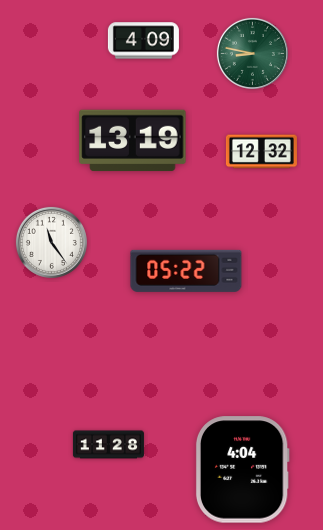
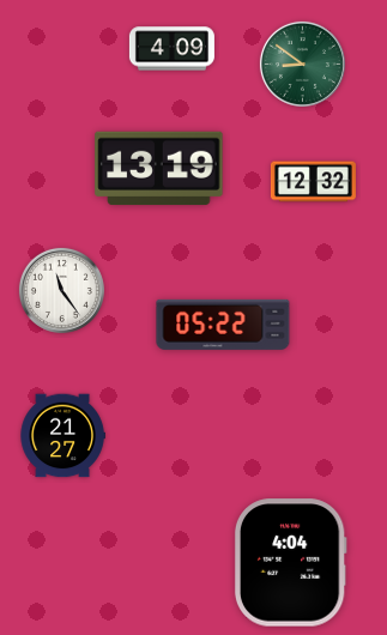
clock at (252, 53): 8:47 -> 8:51
clock at (62, 436): none -> 21:27
clock at (108, 445): 11:28 -> none
